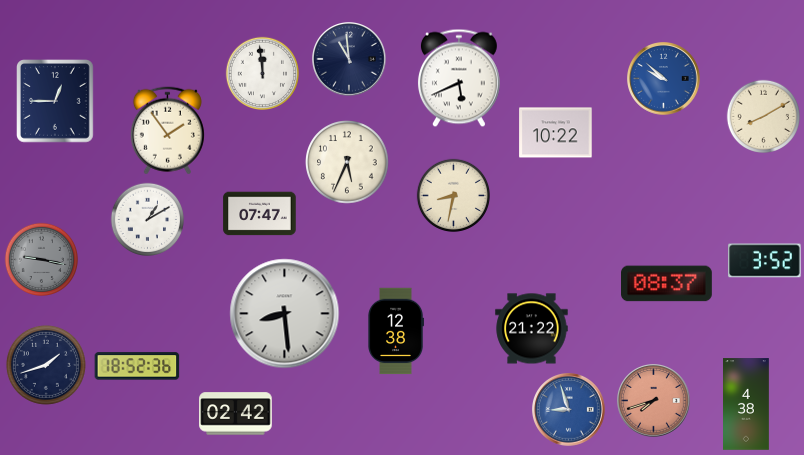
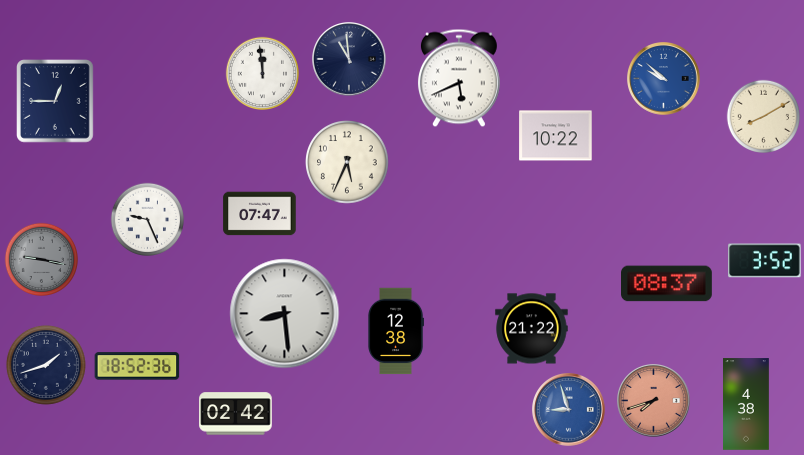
clock at (167, 131): 1:54 -> none
clock at (556, 133) position: (556, 133) -> (556, 136)
clock at (453, 195): 8:32 -> none
clock at (147, 219): 1:10 -> 9:26
